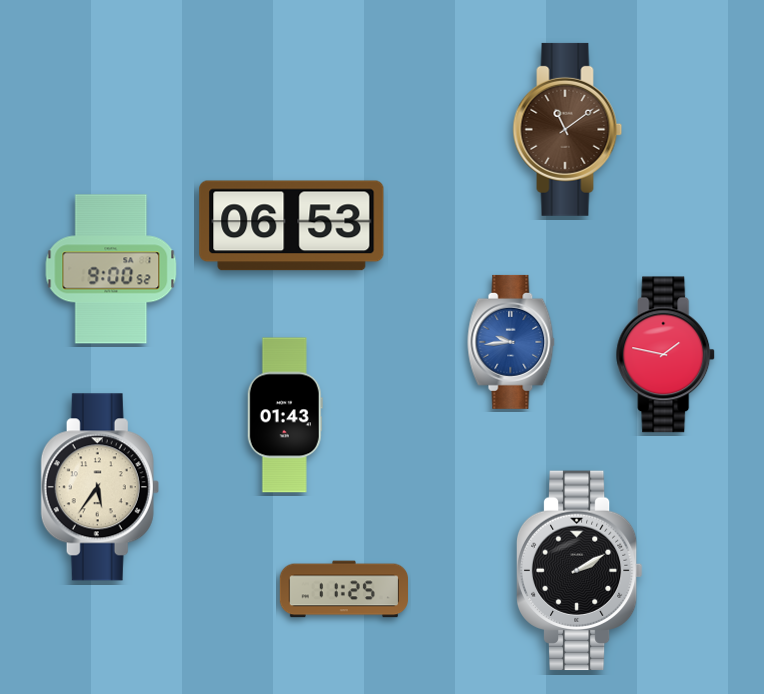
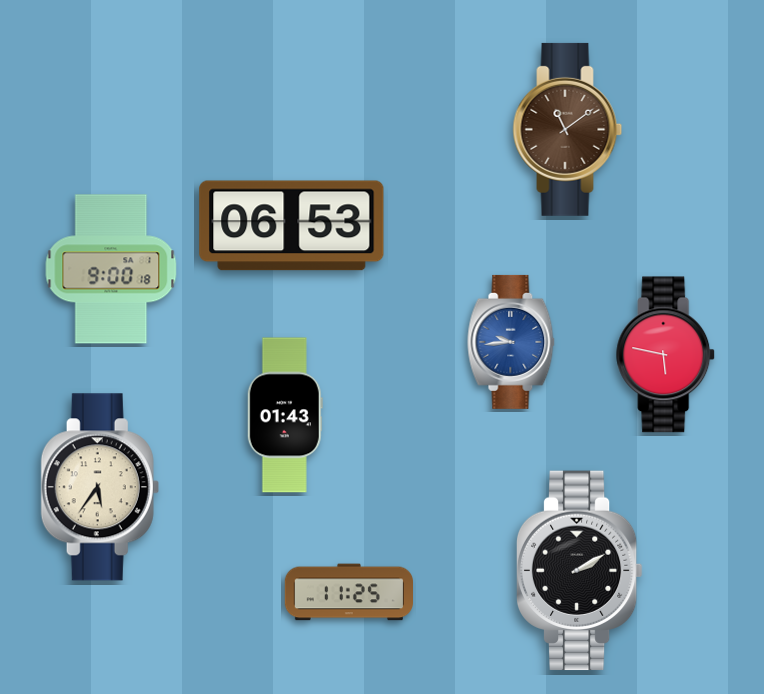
clock at (111, 269): 9:00:52 -> 9:00:18
clock at (666, 355): 1:47 -> 5:47
clock at (343, 589) position: (343, 589) -> (348, 592)
